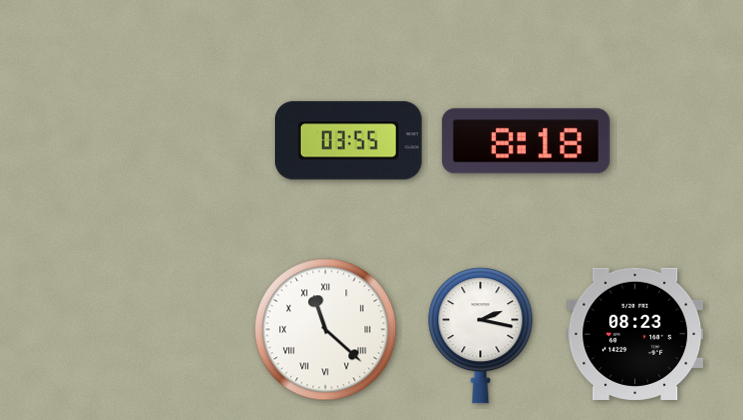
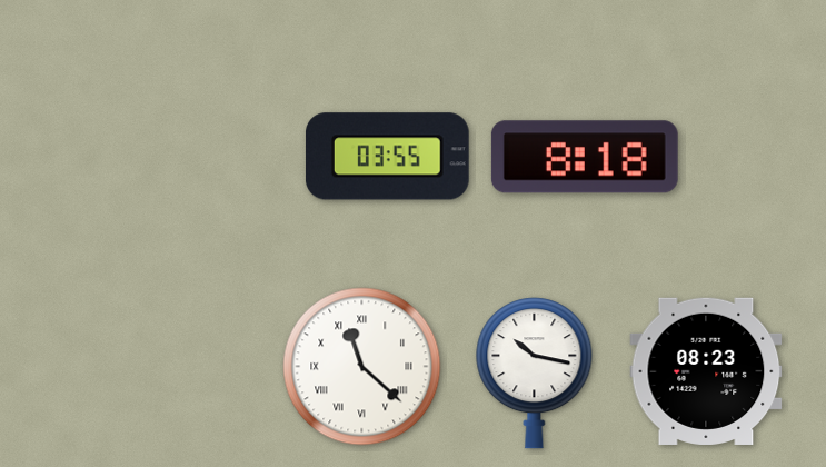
clock at (481, 336): 2:17 -> 10:17
